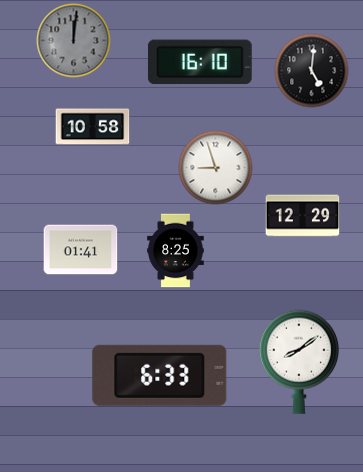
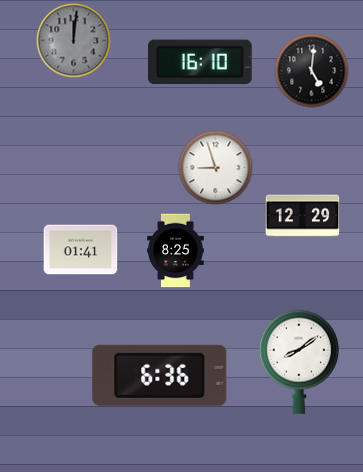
clock at (93, 127): 10:58 -> none
clock at (160, 375): 6:33 -> 6:36
